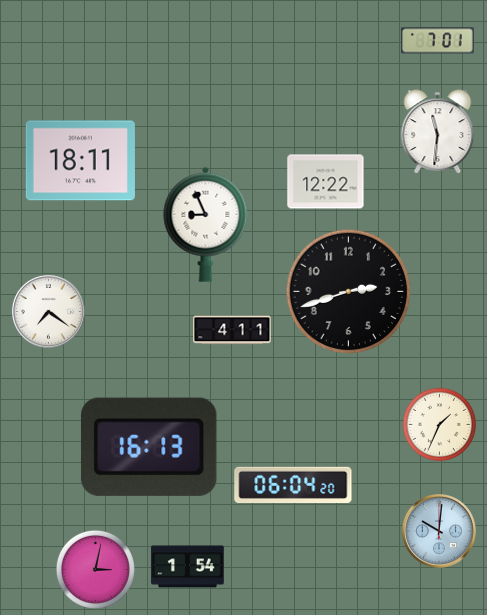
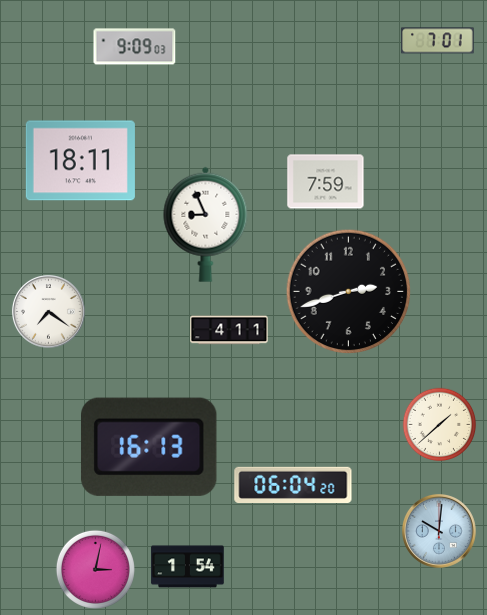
clock at (135, 47): none -> 9:09
clock at (438, 132): 11:31 -> none
clock at (326, 182): 12:22 -> 7:59
clock at (232, 330) position: (232, 330) -> (229, 330)
clock at (440, 425): 1:34 -> 1:38
